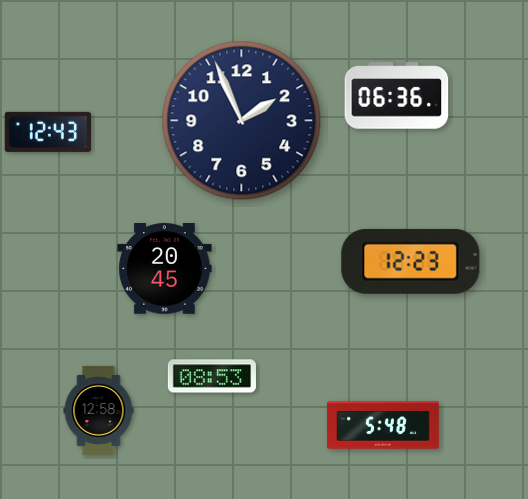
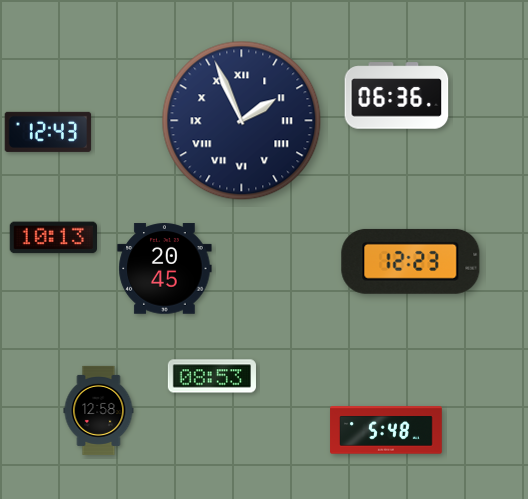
clock at (242, 121) numerals: Arabic -> Roman
clock at (53, 238): none -> 10:13
clock at (383, 425) position: (383, 425) -> (386, 430)
